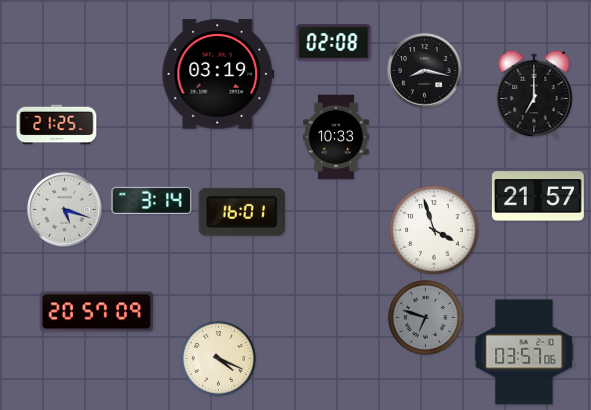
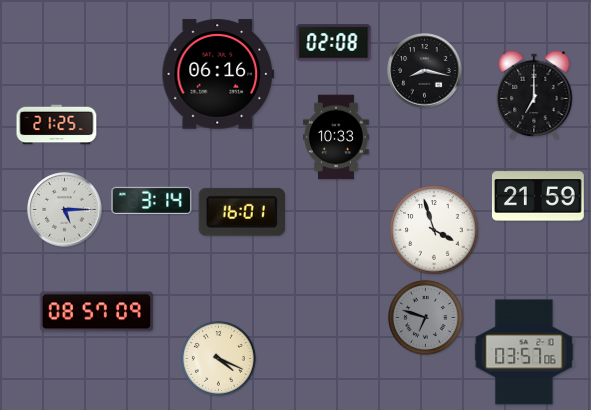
clock at (218, 74): 03:19 -> 06:16
clock at (538, 196): 21:57 -> 21:59
clock at (65, 210): 5:18 -> 5:15
clock at (97, 312): 20:57 -> 08:57
